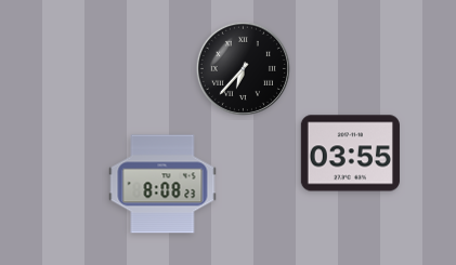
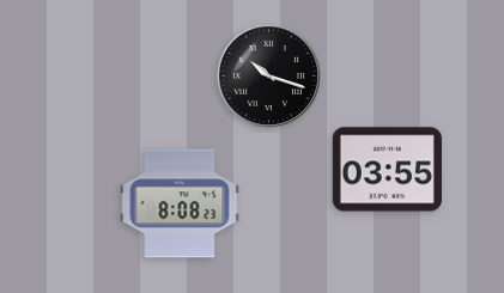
clock at (243, 68): 6:37 -> 10:18
